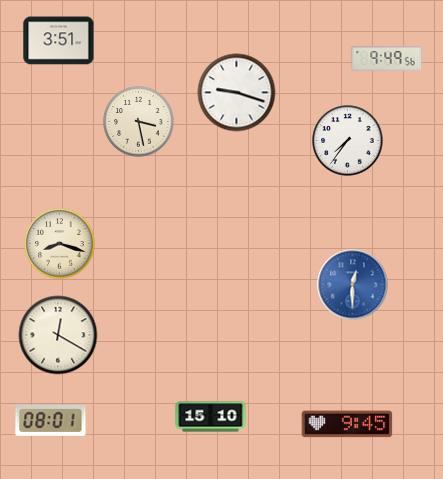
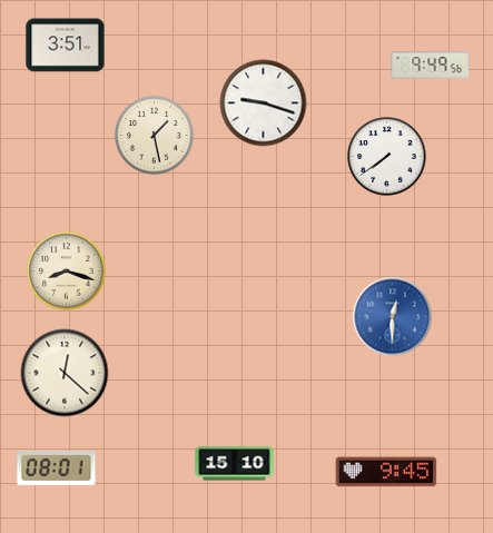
clock at (139, 122): 3:28 -> 1:28
clock at (348, 141): 7:36 -> 7:39
clock at (58, 335): 12:20 -> 12:22
